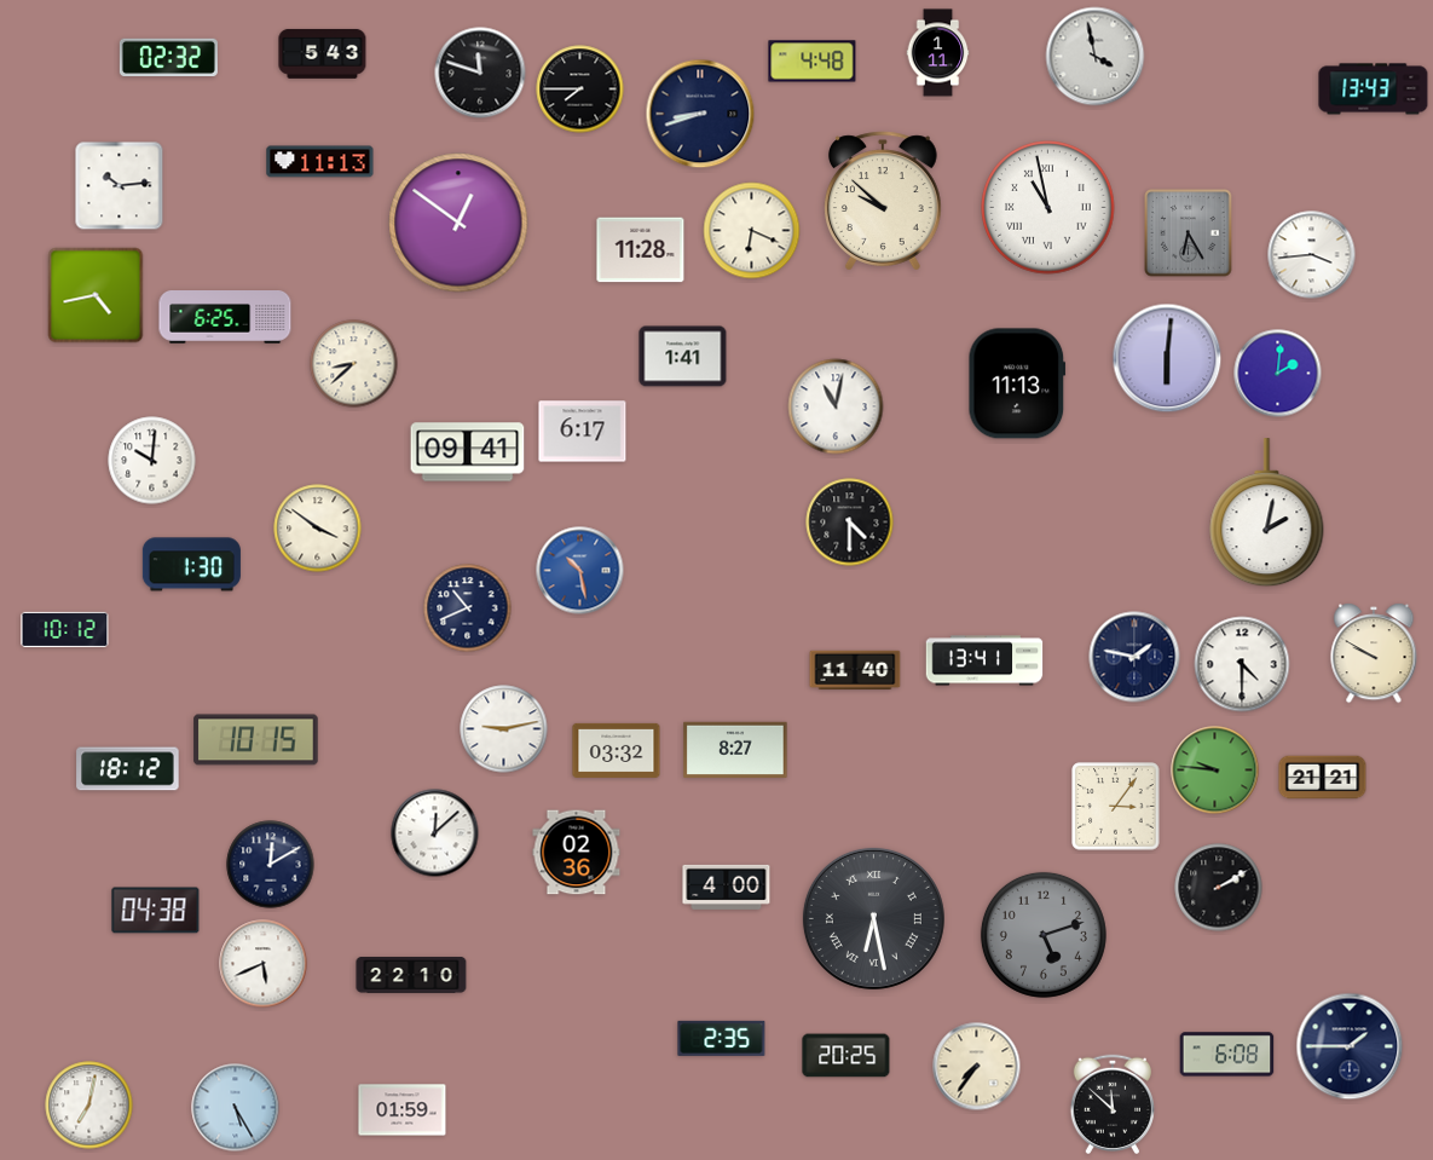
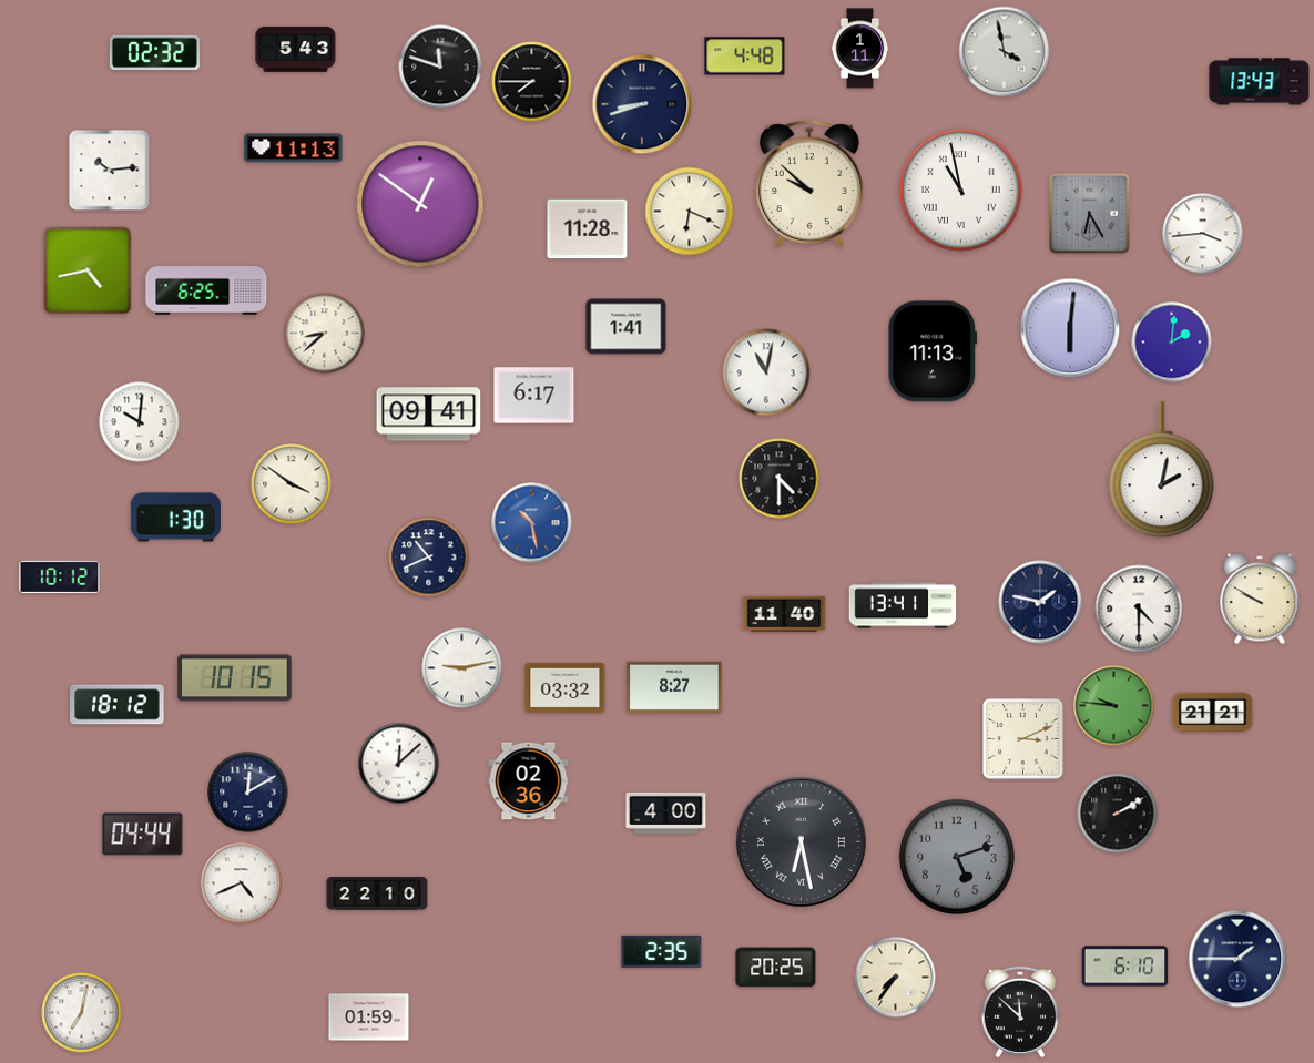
clock at (1116, 807): 3:06 -> 3:11
clock at (156, 911): 04:38 -> 04:44
clock at (264, 964): 5:41 -> 4:41
clock at (1227, 1055): 6:08 -> 6:10
clock at (236, 1108): 5:25 -> none
